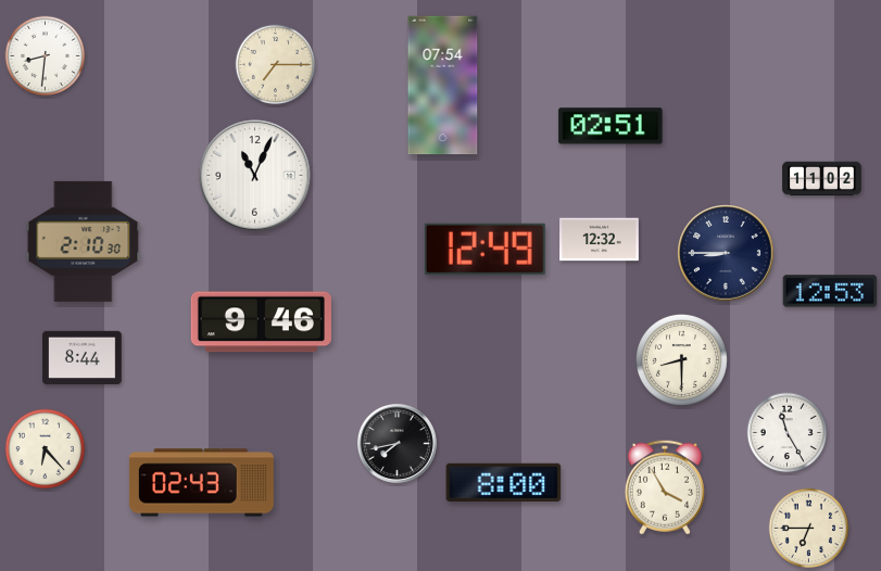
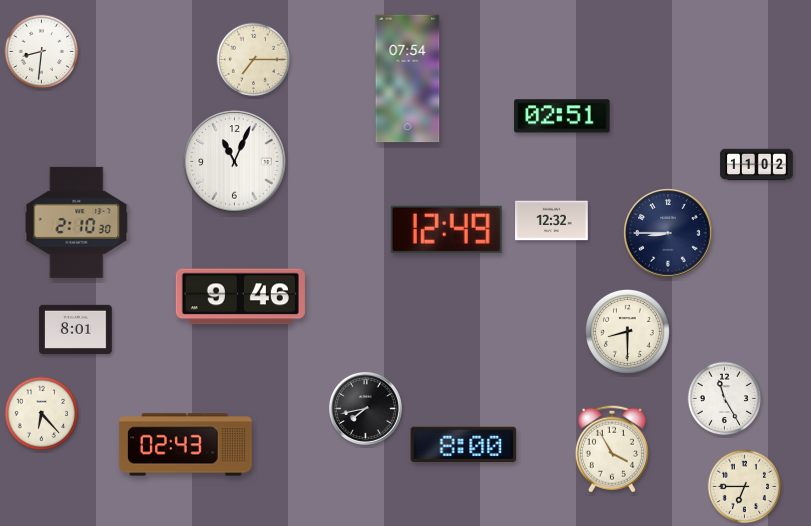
clock at (830, 291): 12:53 -> none
clock at (83, 357): 8:44 -> 8:01
